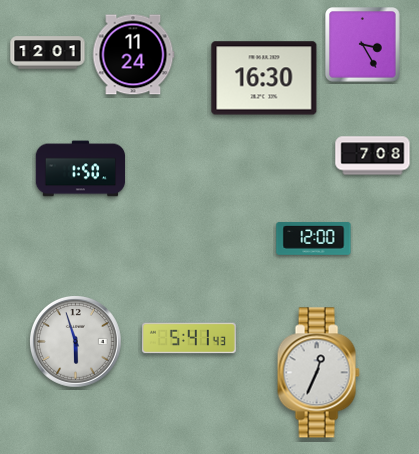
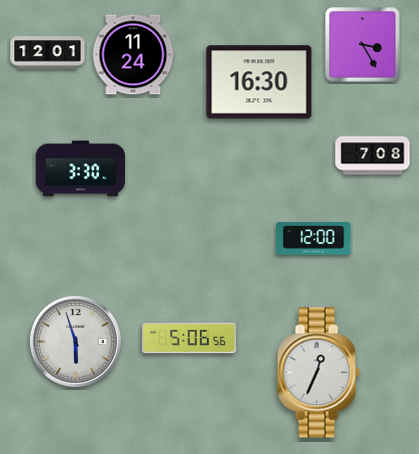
clock at (264, 78) position: (264, 78) -> (259, 82)
clock at (81, 169): 1:50 -> 3:30
clock at (189, 338): 5:41 -> 5:06
